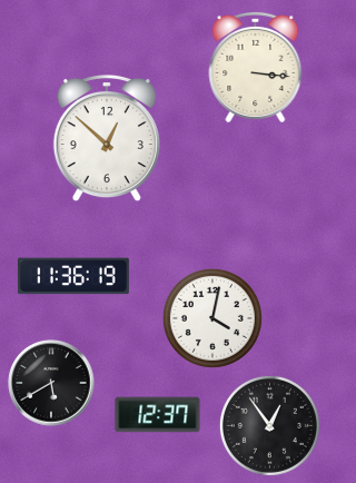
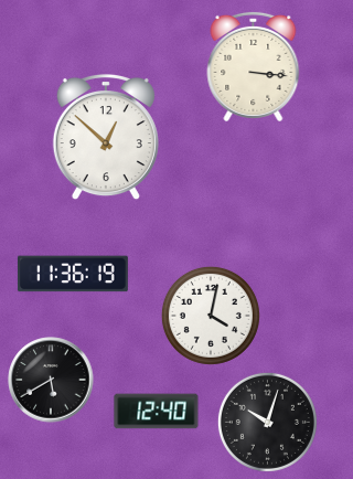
clock at (158, 415): 12:37 -> 12:40
clock at (269, 425): 12:54 -> 10:03
